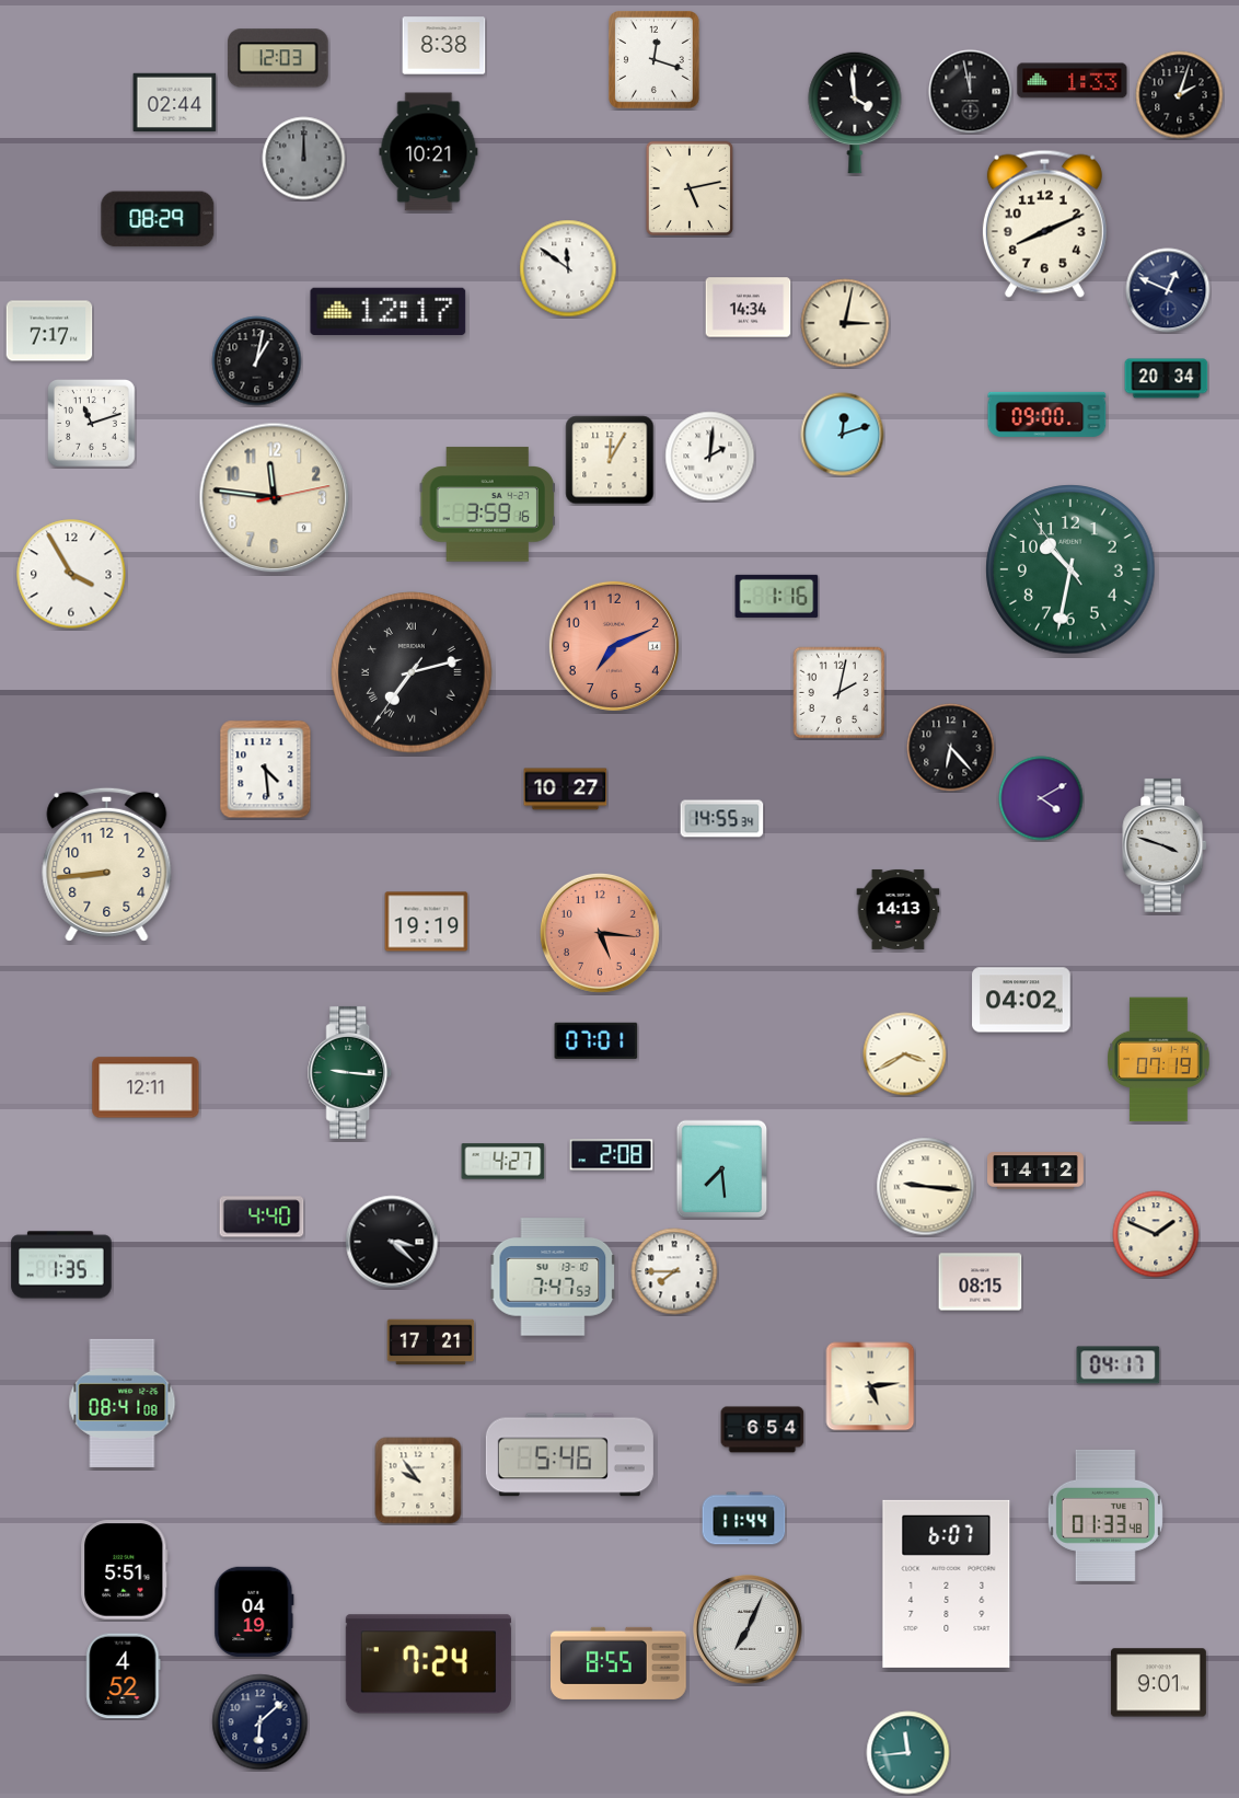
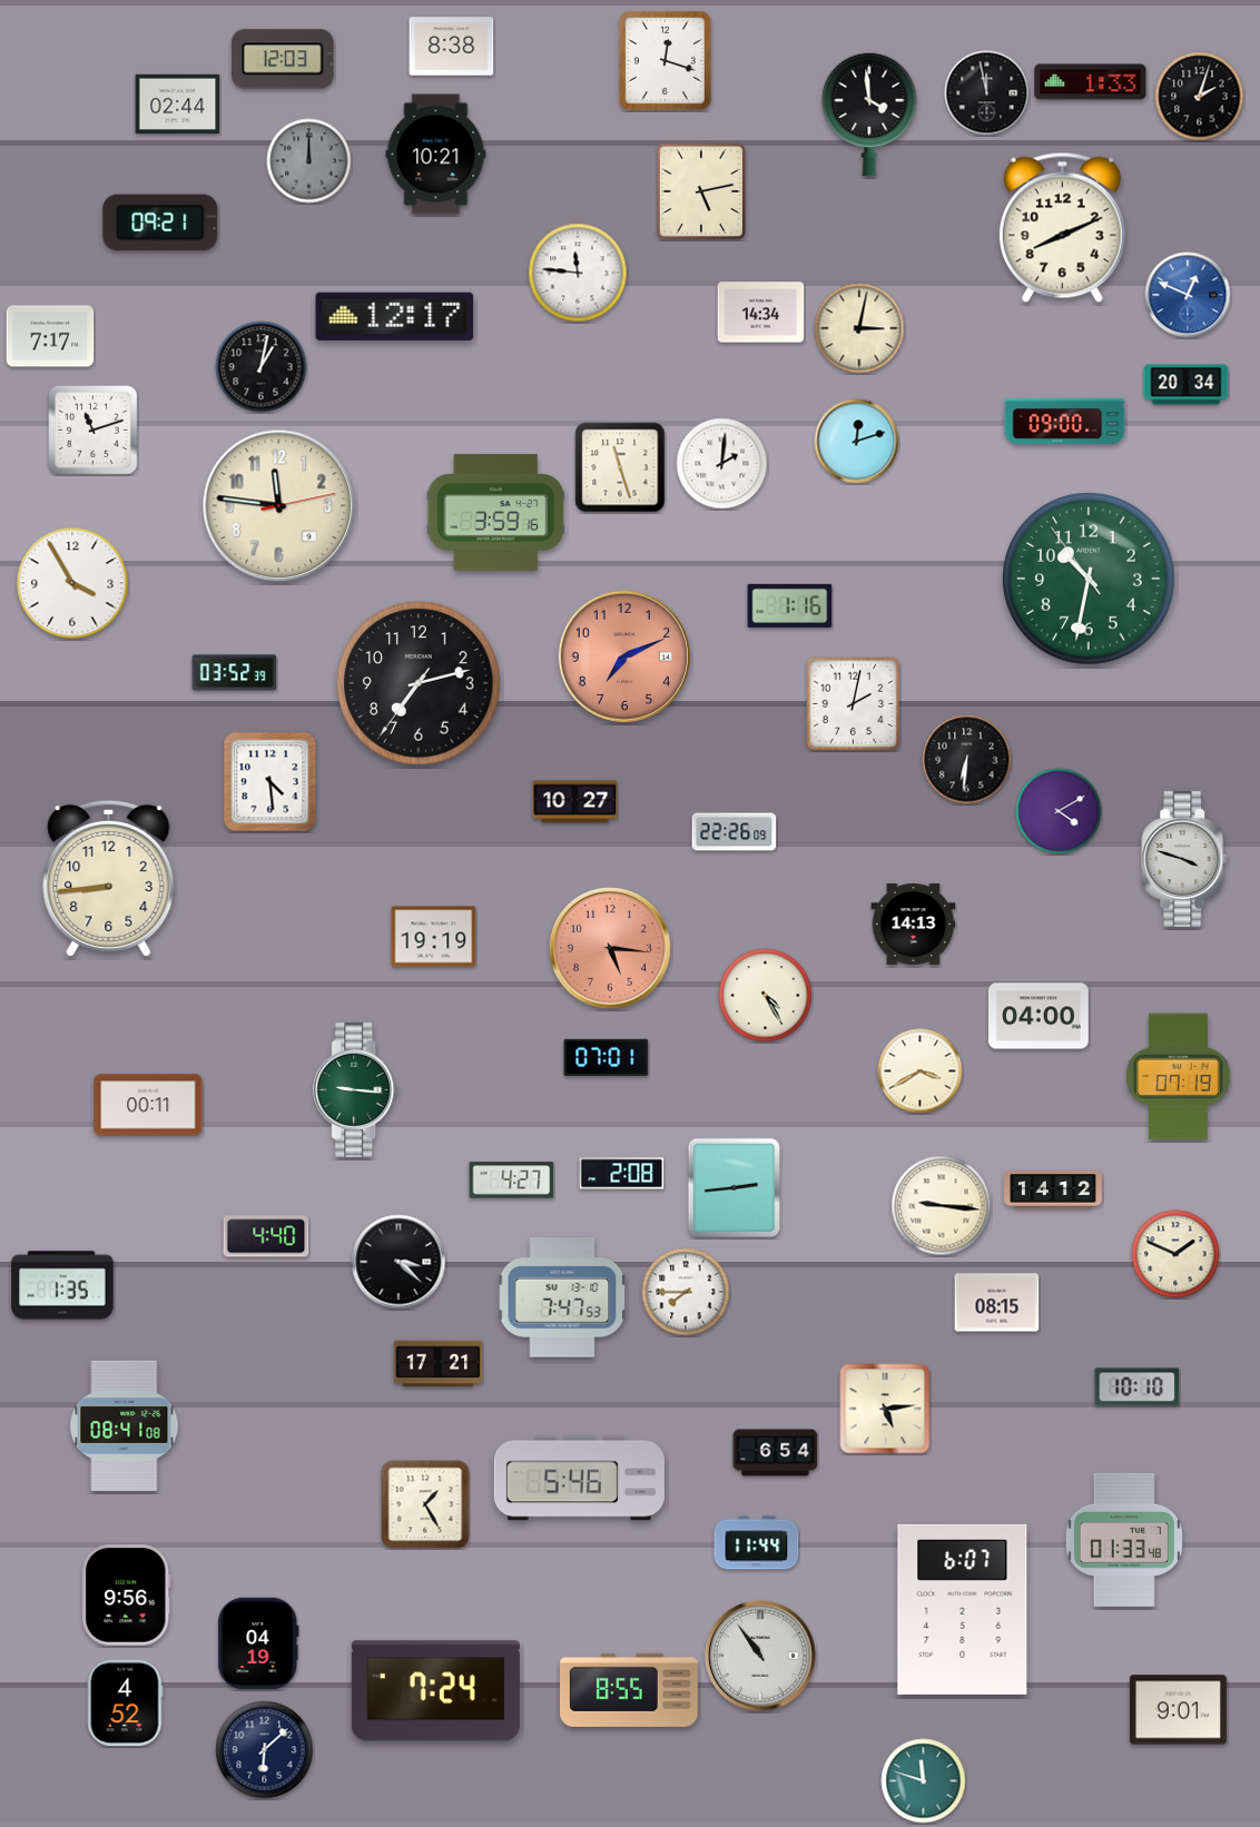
clock at (158, 219): 08:29 -> 09:21
clock at (568, 268): 11:51 -> 11:46
clock at (1168, 290) dial: navy -> blue
clock at (610, 460): 12:05 -> 11:27
clock at (235, 673): none -> 03:52
clock at (412, 672) numerals: Roman -> Arabic
clock at (951, 748): 6:23 -> 6:31
clock at (722, 819): 14:55 -> 22:26
clock at (766, 996): none -> 4:25
clock at (1021, 1000): 04:02 -> 04:00
clock at (146, 1087): 12:11 -> 00:11
clock at (722, 1169): 7:29 -> 2:44
clock at (1119, 1365): 04:17 -> 10:10
clock at (418, 1480): 9:54 -> 1:25
clock at (125, 1570): 5:51 -> 9:56
clock at (254, 1612) position: (254, 1612) -> (258, 1643)
clock at (748, 1629): 7:04 -> 10:54
clock at (908, 1753): 11:44 -> 11:48
